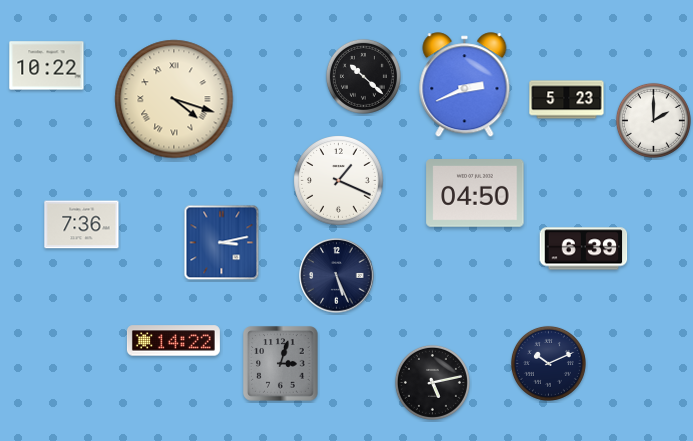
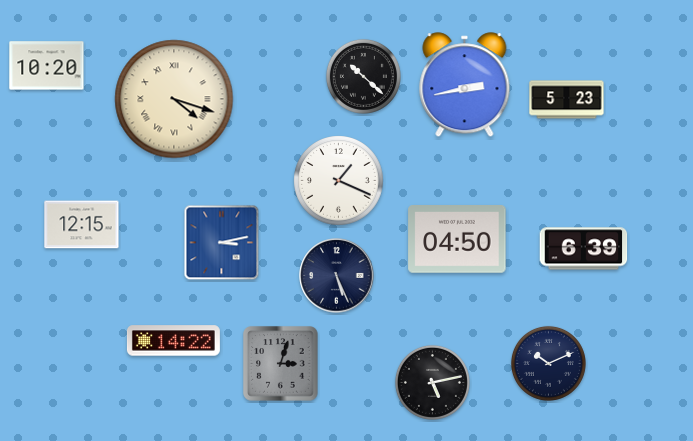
clock at (47, 66): 10:22 -> 10:20
clock at (465, 85): 2:41 -> 2:43
clock at (653, 120): 2:00 -> none
clock at (475, 194) position: (475, 194) -> (457, 240)
clock at (82, 225): 7:36 -> 12:15
